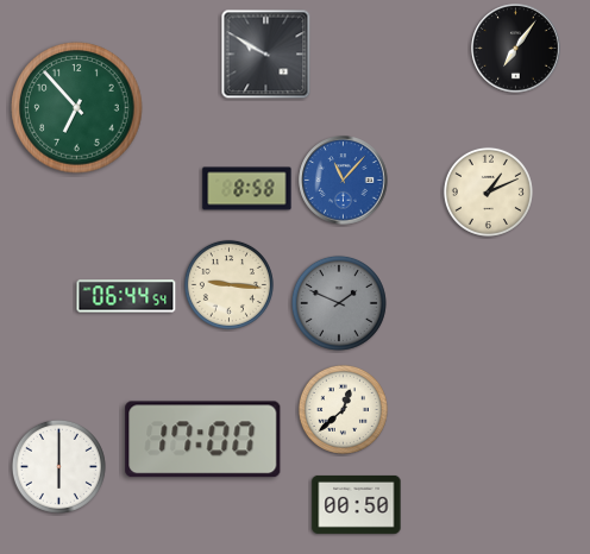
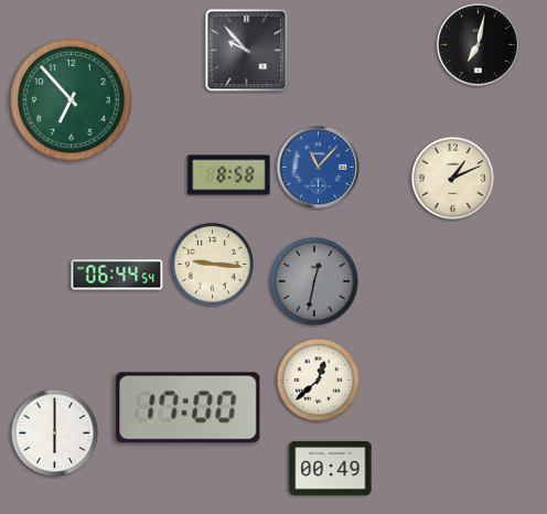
clock at (516, 49): 7:06 -> 7:02
clock at (266, 55): 9:50 -> 9:53
clock at (339, 303): 1:49 -> 12:32
clock at (357, 504): 00:50 -> 00:49
